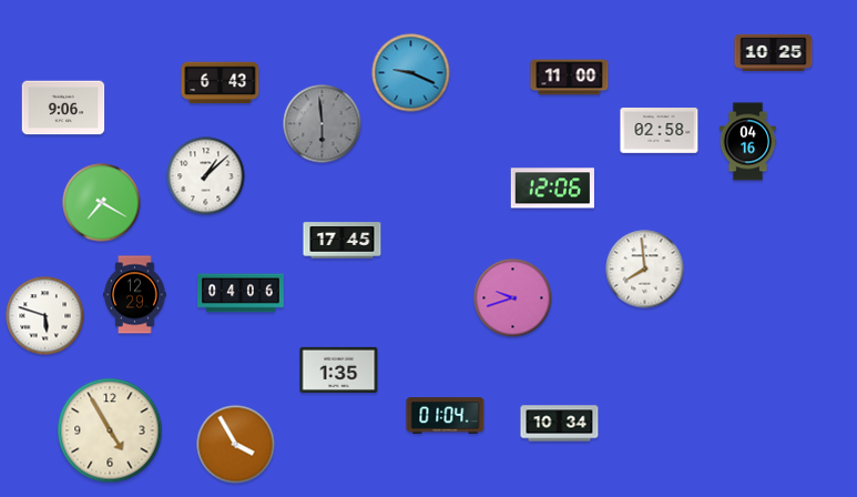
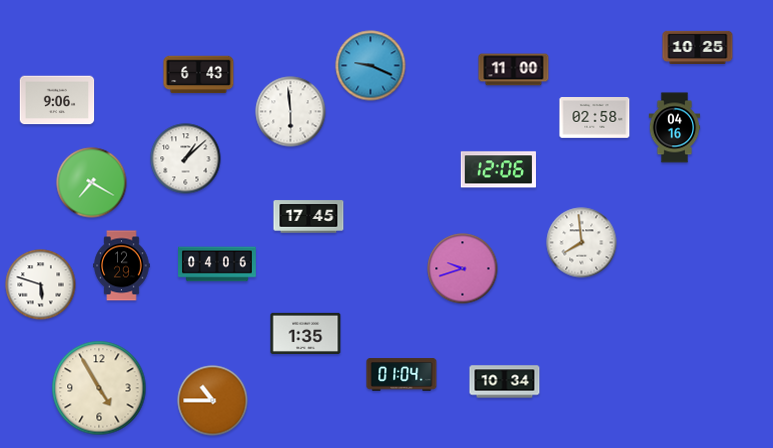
clock at (63, 108) position: (63, 108) -> (57, 100)
clock at (323, 124) dial: grey -> white
clock at (236, 445): 3:55 -> 10:45
